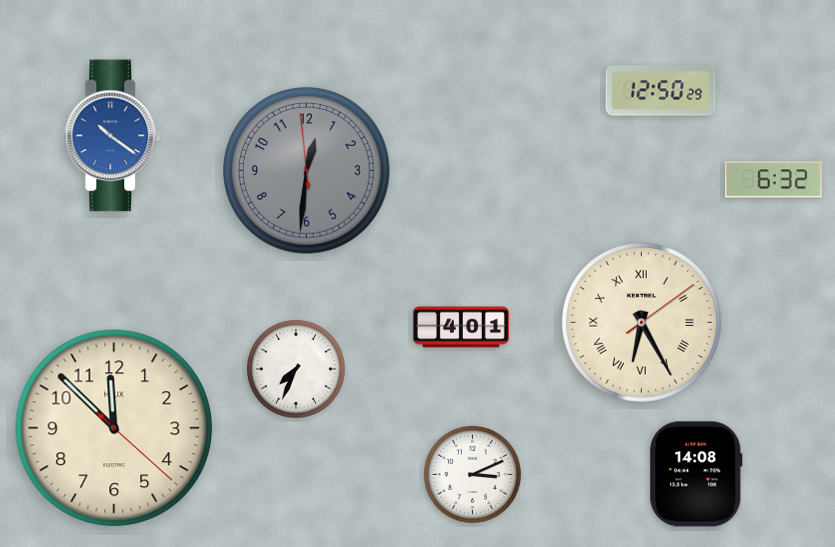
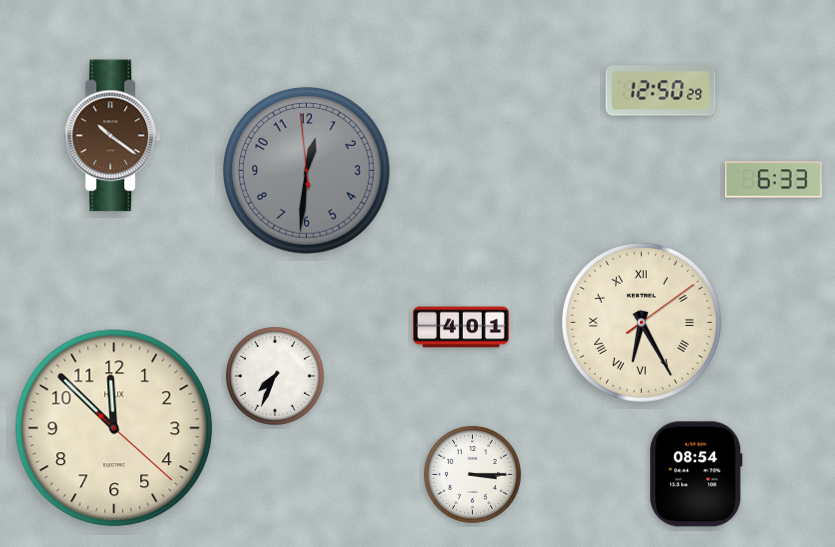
clock at (113, 136) dial: blue -> brown
clock at (773, 180): 6:32 -> 6:33
clock at (297, 370) position: (297, 370) -> (276, 377)
clock at (472, 474): 3:11 -> 3:15
clock at (696, 474): 14:08 -> 08:54
